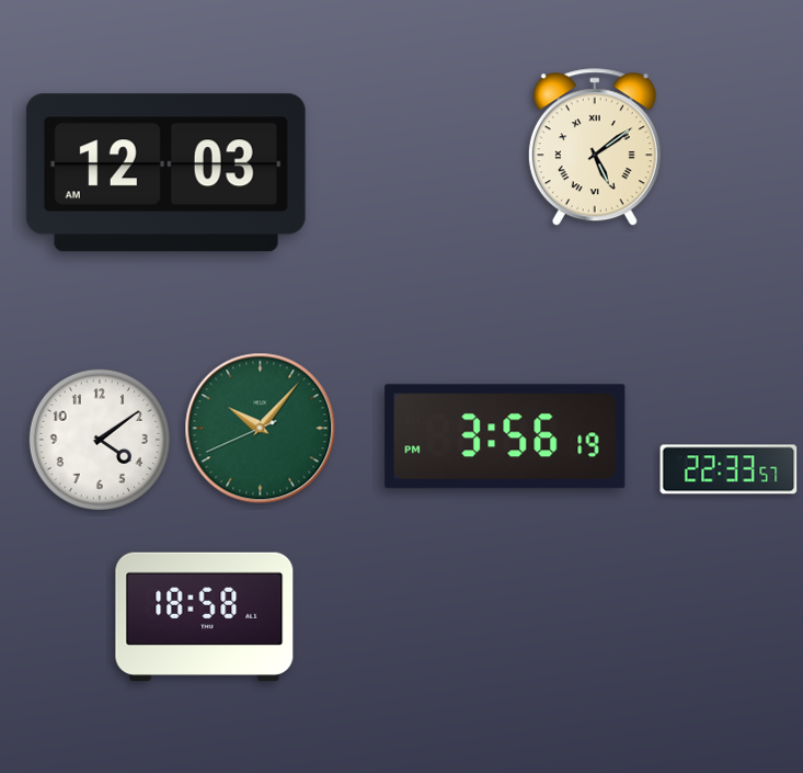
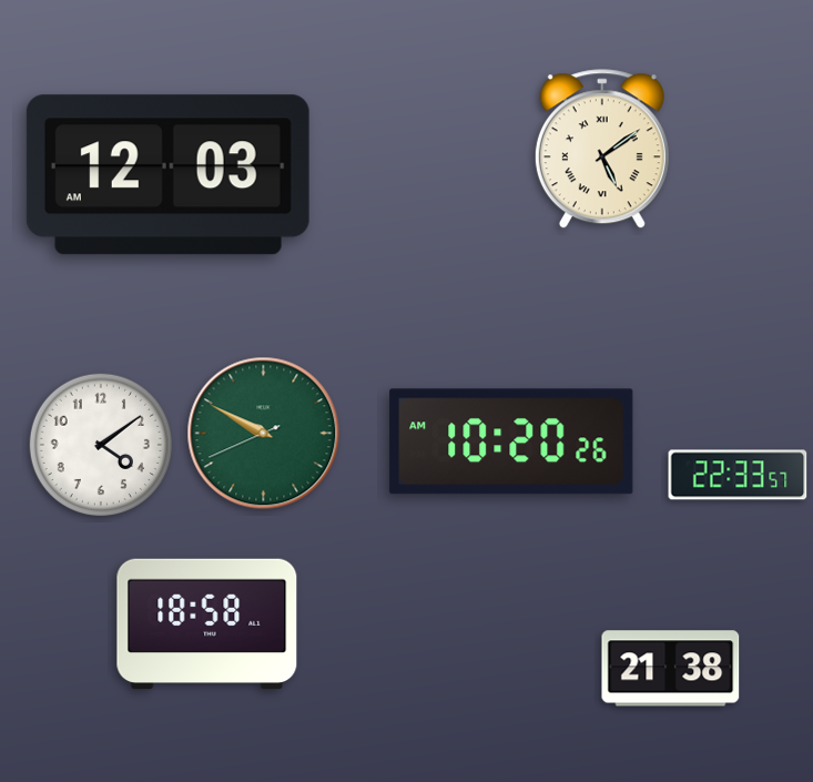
clock at (261, 429): 10:06 -> 9:49
clock at (505, 436): 3:56 -> 10:20
clock at (671, 669): none -> 21:38
